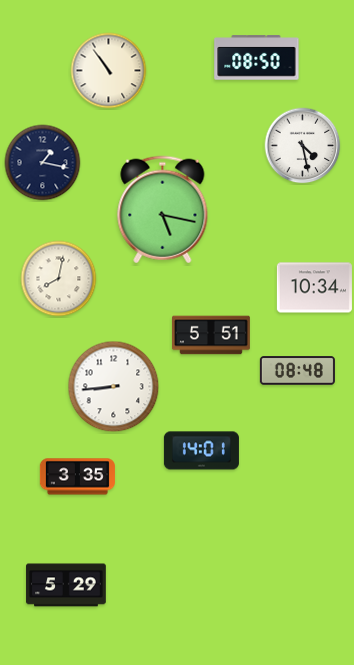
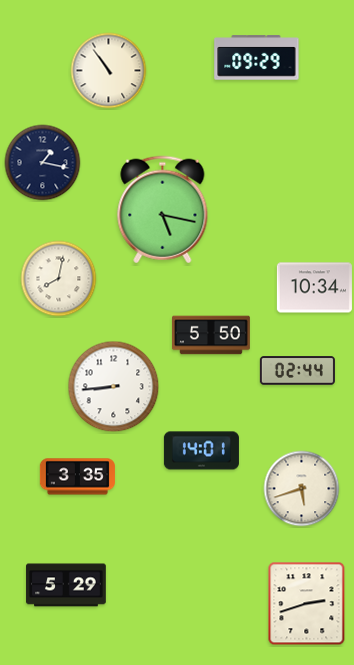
clock at (257, 58): 08:50 -> 09:29
clock at (303, 146): 4:28 -> none
clock at (212, 335): 5:51 -> 5:50
clock at (297, 371): 08:48 -> 02:44
clock at (302, 489): none -> 5:42
clock at (307, 604): none -> 2:42
